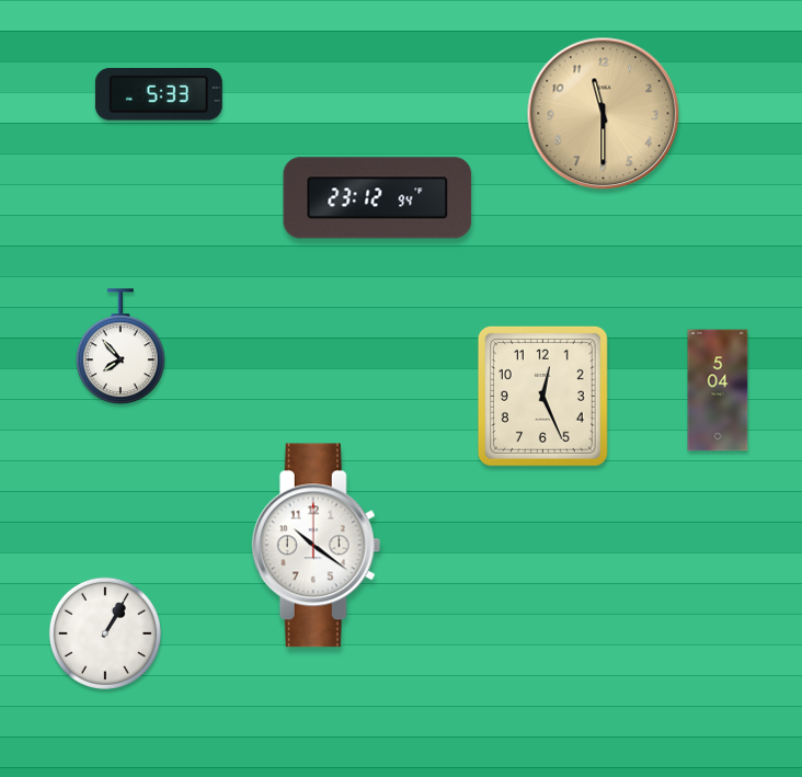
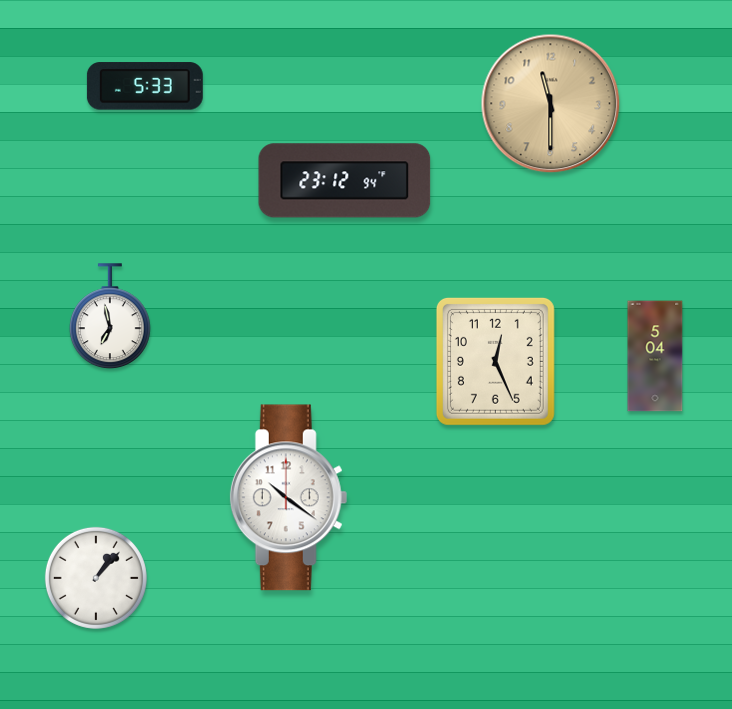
clock at (121, 347): 7:53 -> 6:58
clock at (105, 633): 1:05 -> 1:07
